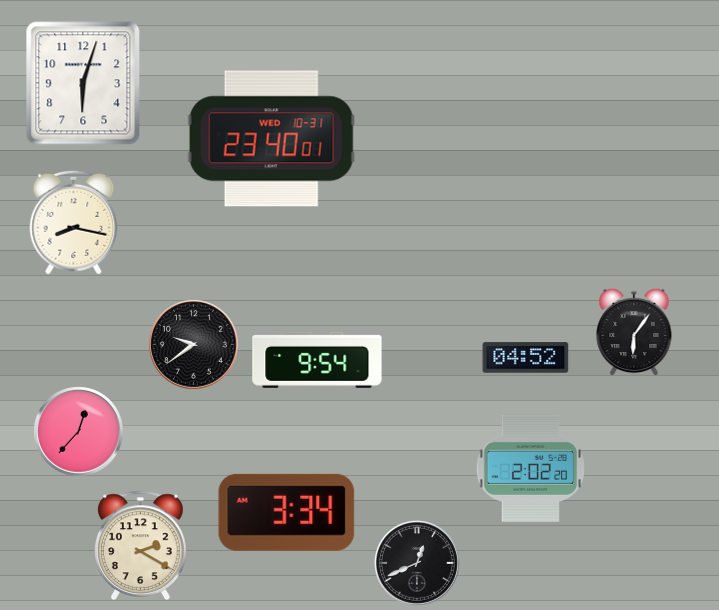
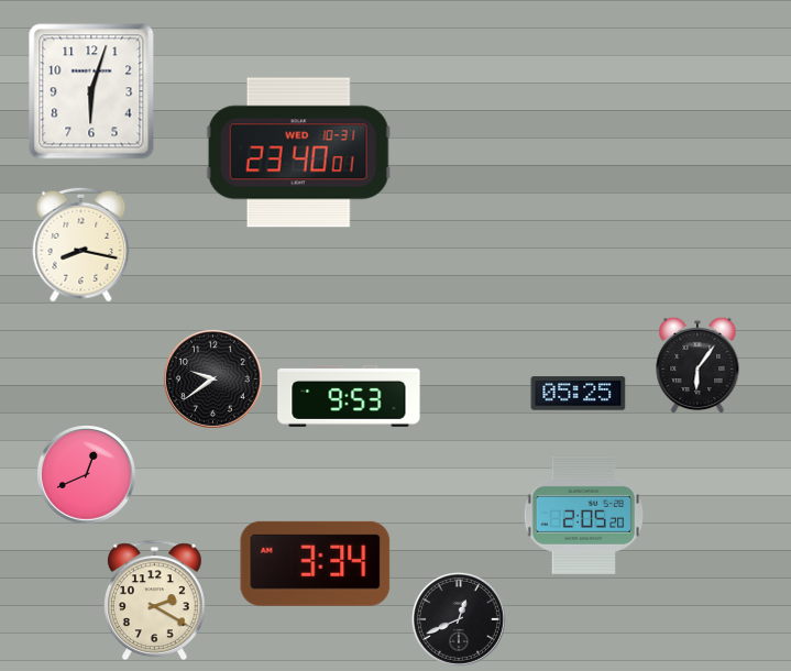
clock at (526, 358): 04:52 -> 05:25
clock at (317, 360): 9:54 -> 9:53
clock at (79, 432): 12:37 -> 12:41
clock at (530, 468): 2:02 -> 2:05
